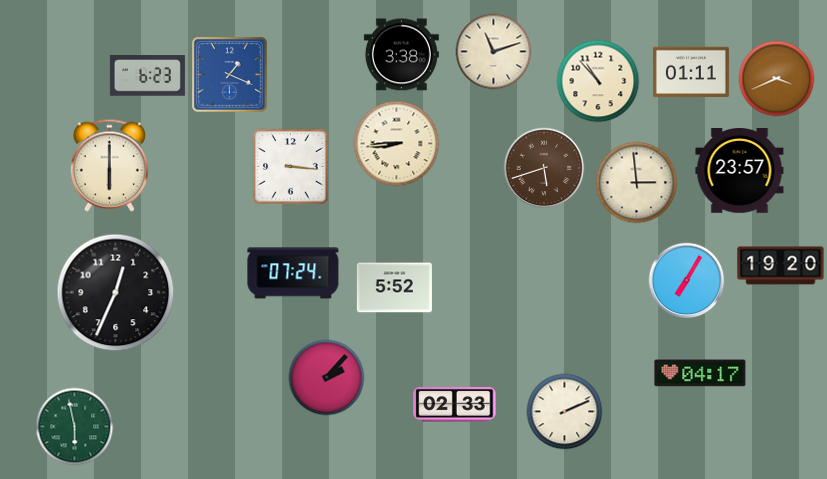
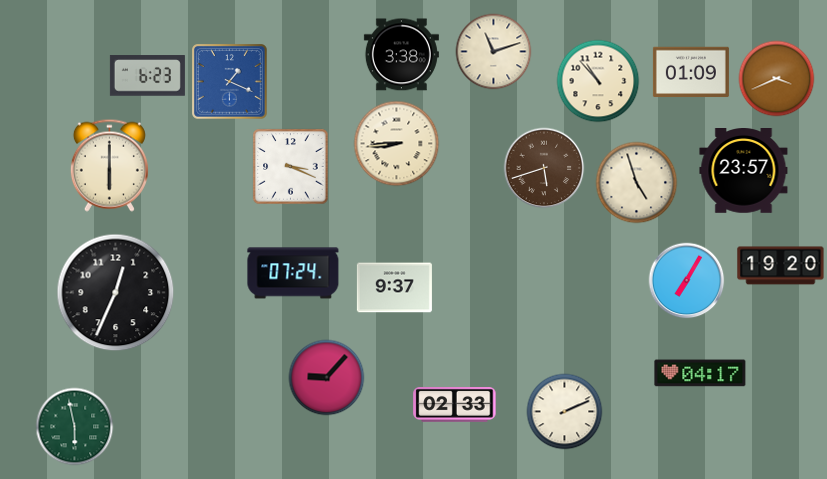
clock at (691, 72): 01:11 -> 01:09
clock at (230, 75) position: (230, 75) -> (230, 82)
clock at (291, 167): 3:16 -> 3:19
clock at (740, 171) position: (740, 171) -> (744, 171)
clock at (637, 183): 2:59 -> 4:57
clock at (394, 288): 5:52 -> 9:37
clock at (327, 378): 2:07 -> 9:07
